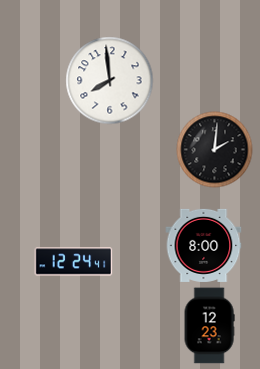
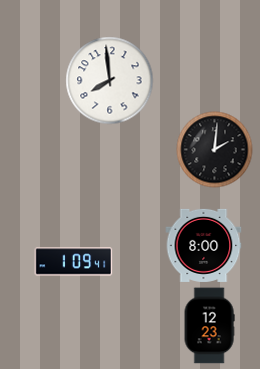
clock at (74, 262): 12:24 -> 1:09
